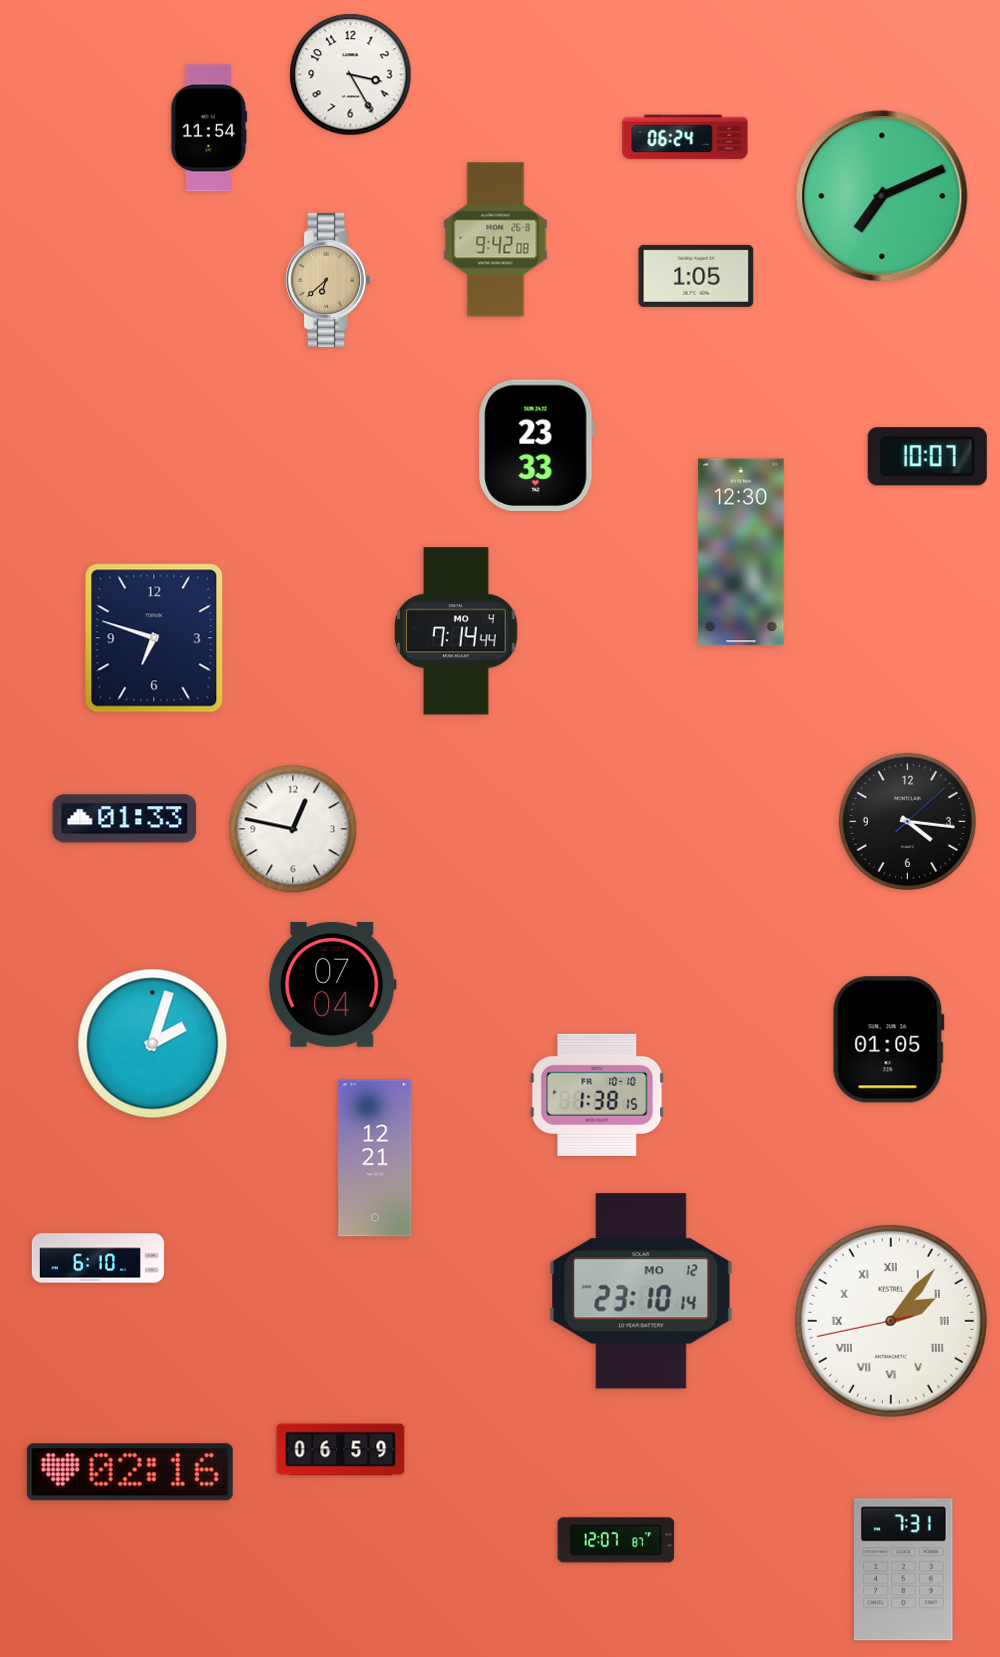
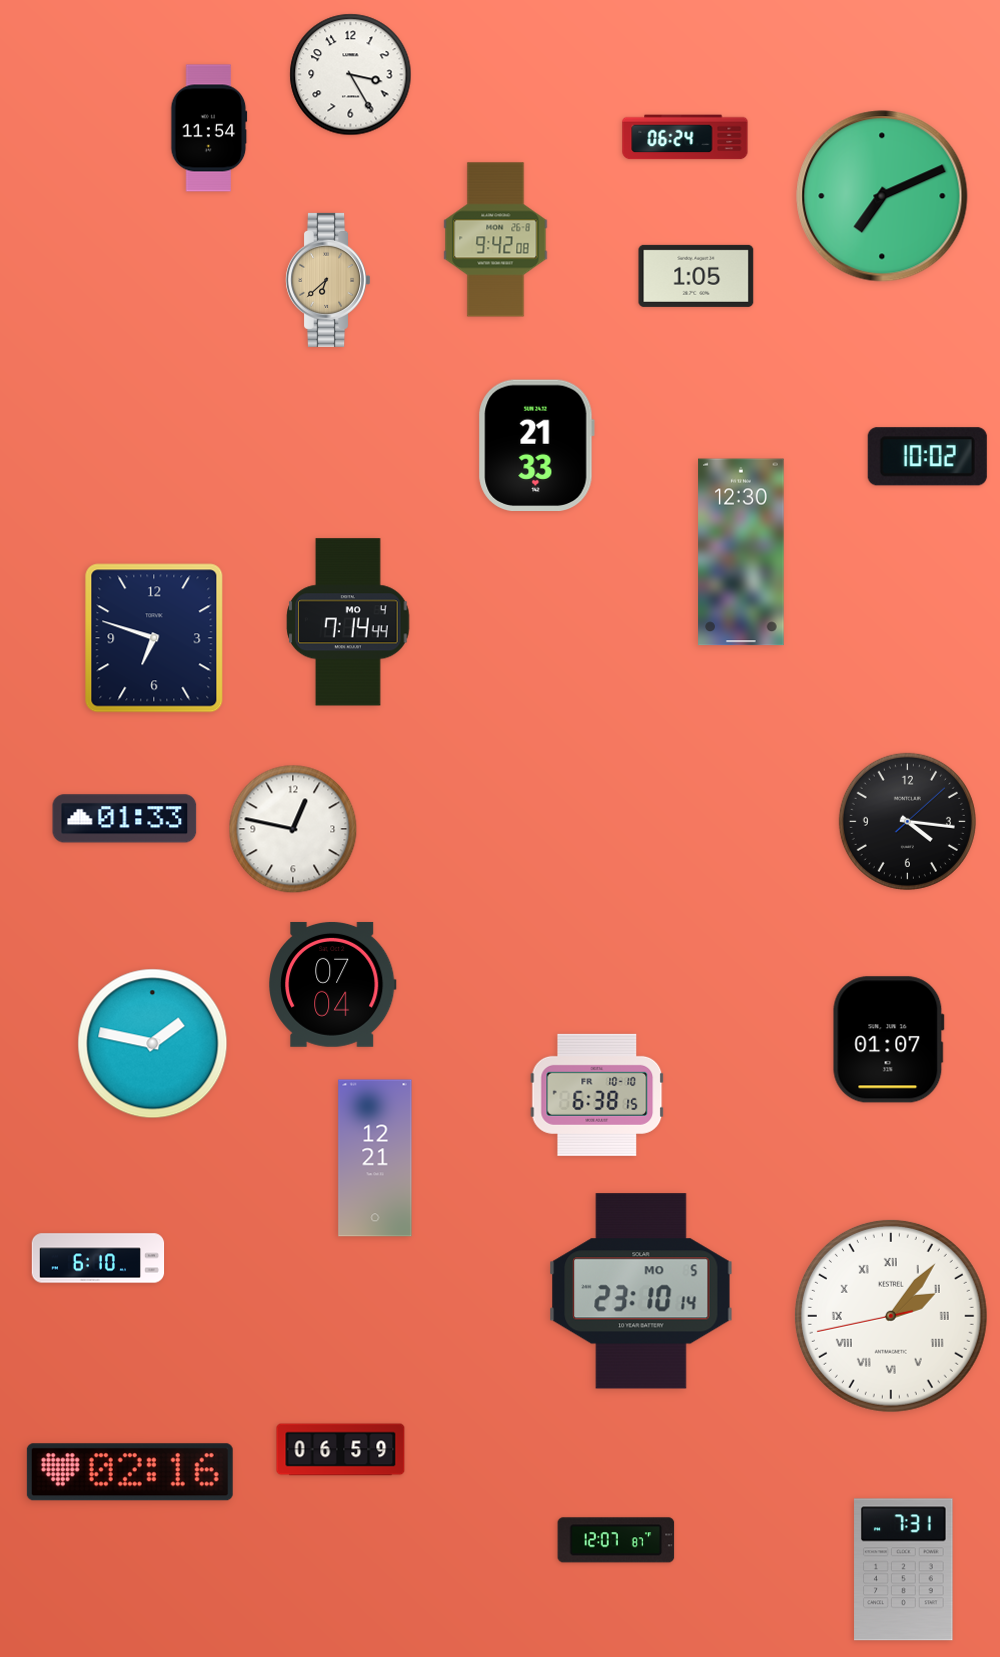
clock at (536, 445): 23:33 -> 21:33
clock at (927, 457): 10:07 -> 10:02
clock at (456, 631) position: (456, 631) -> (348, 622)
clock at (888, 1040): 01:05 -> 01:07
clock at (153, 1044): 2:03 -> 1:47
clock at (597, 1095): 1:38 -> 6:38
clock at (641, 1291) date: MO 12 -> MO 5
clock at (891, 1321) position: (891, 1321) -> (891, 1316)
